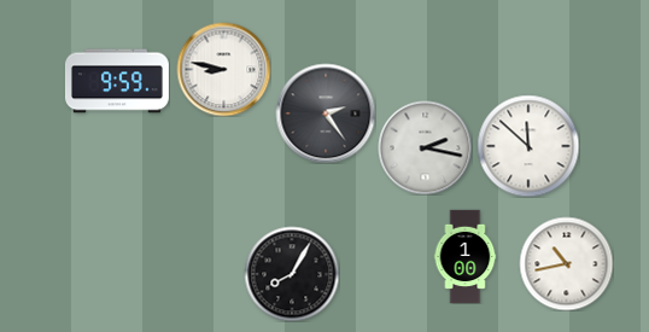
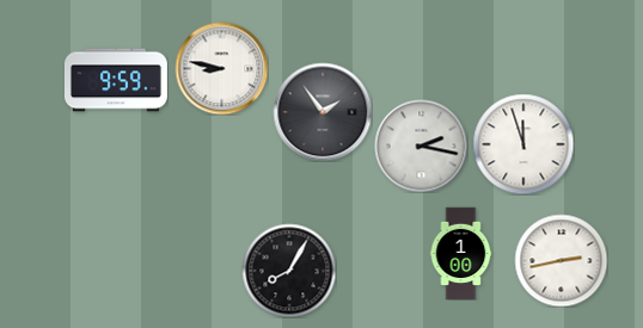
clock at (326, 113): 2:24 -> 1:54
clock at (528, 146): 11:52 -> 11:57
clock at (566, 263): 10:43 -> 2:43
